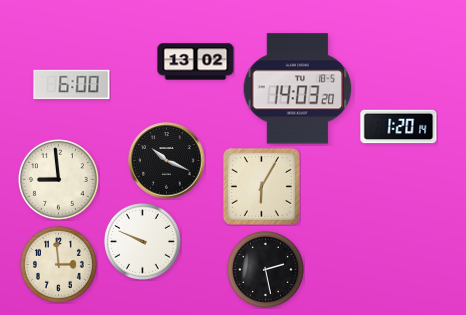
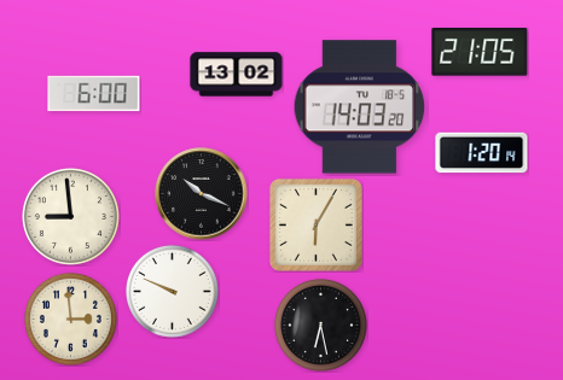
clock at (480, 52): none -> 21:05
clock at (72, 85) position: (72, 85) -> (94, 94)
clock at (265, 269): 2:28 -> 6:28
